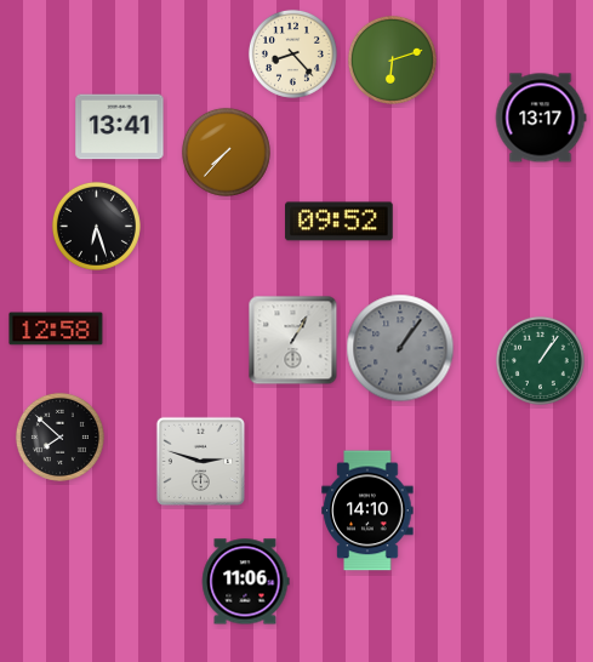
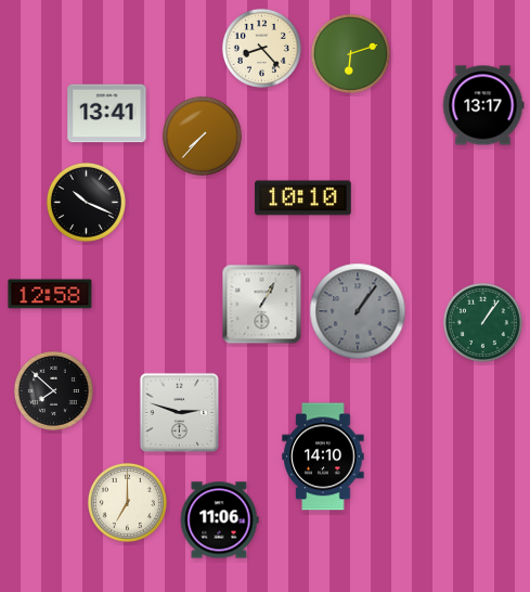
clock at (340, 222): 09:52 -> 10:10
clock at (96, 226): 6:27 -> 10:19
clock at (367, 510) position: (367, 510) -> (323, 456)
clock at (127, 502): none -> 7:00
